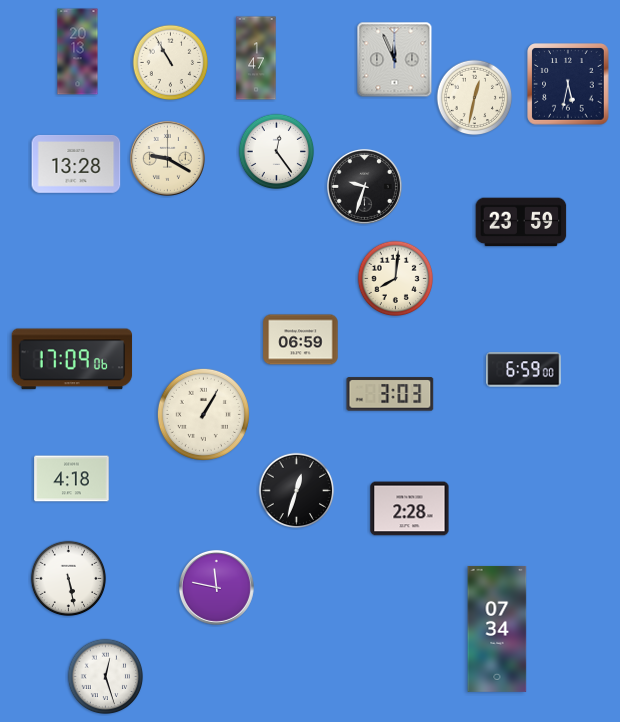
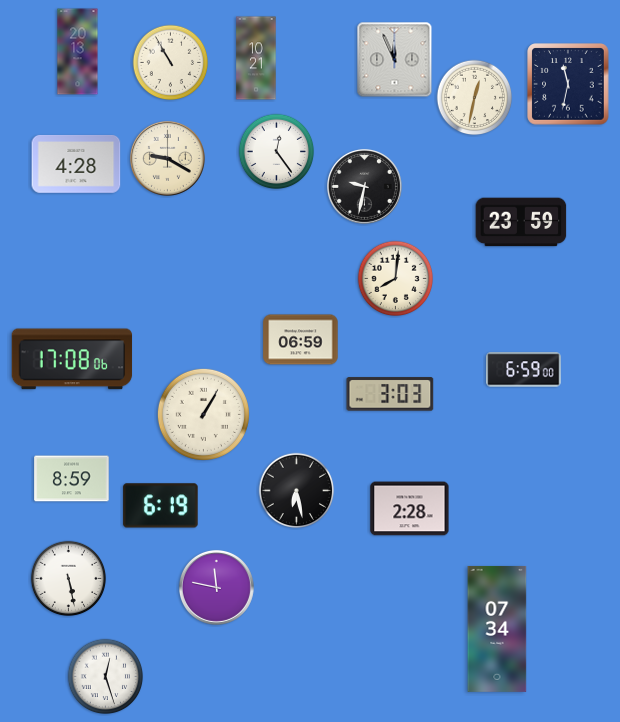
clock at (256, 58): 1:47 -> 10:21
clock at (568, 84): 5:32 -> 11:32
clock at (76, 164): 13:28 -> 4:28
clock at (364, 186): 9:33 -> 9:32
clock at (72, 359): 17:09 -> 17:08
clock at (72, 479): 4:18 -> 8:59
clock at (297, 491): 12:33 -> 6:28
clock at (161, 506): none -> 6:19
